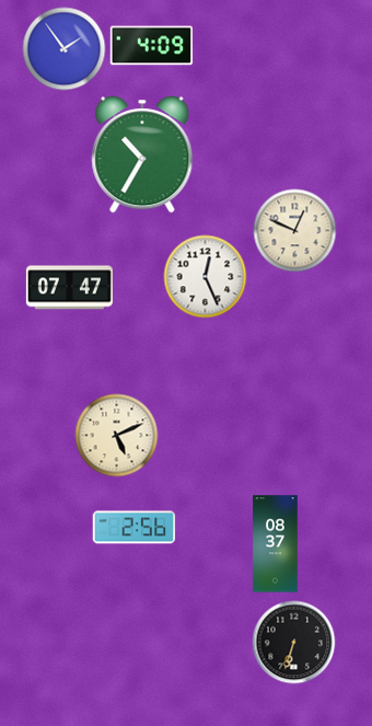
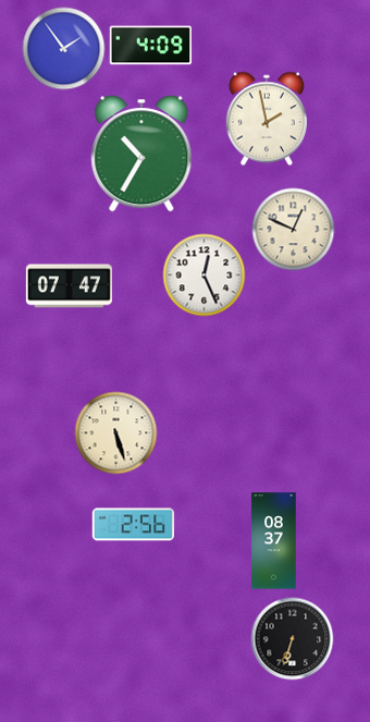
clock at (267, 119): none -> 1:58
clock at (117, 436): 5:11 -> 5:27
